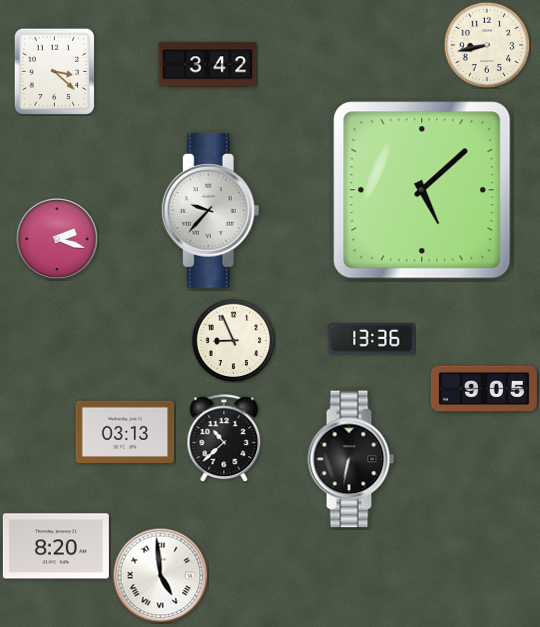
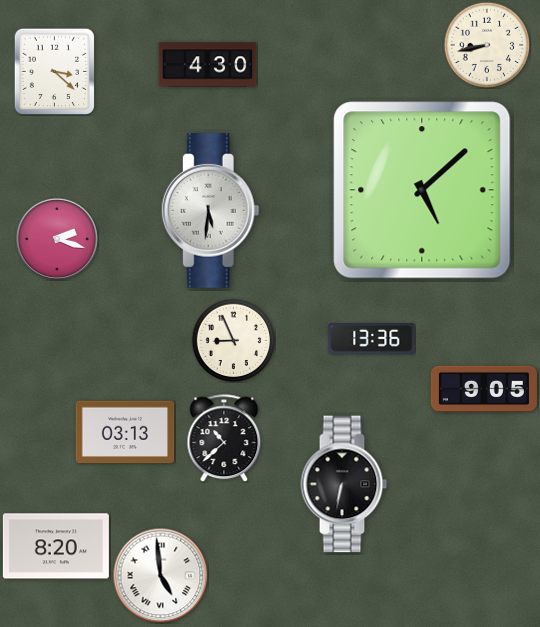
clock at (208, 65): 3:42 -> 4:30
clock at (210, 211): 9:37 -> 5:31
clock at (351, 459) position: (351, 459) -> (344, 484)
